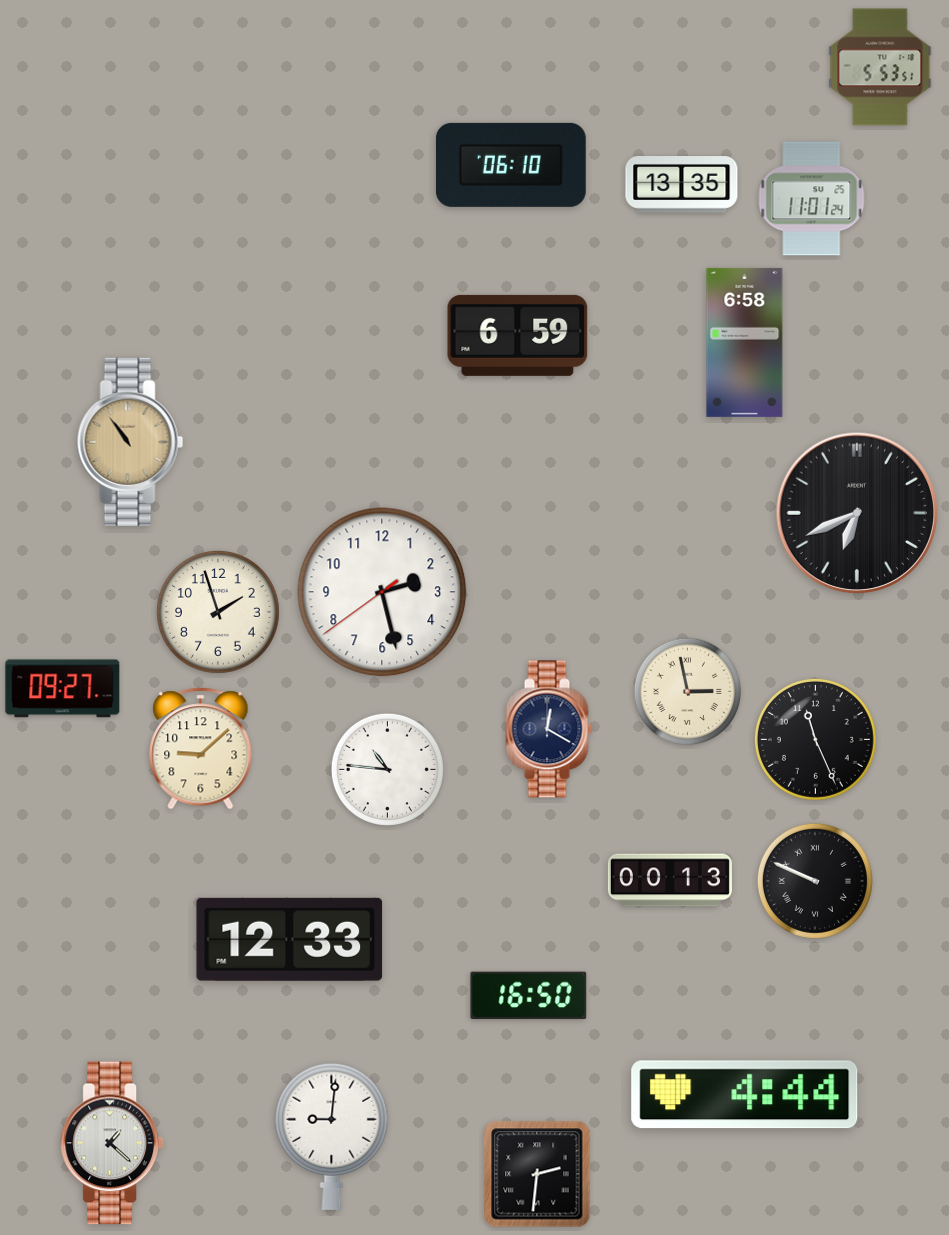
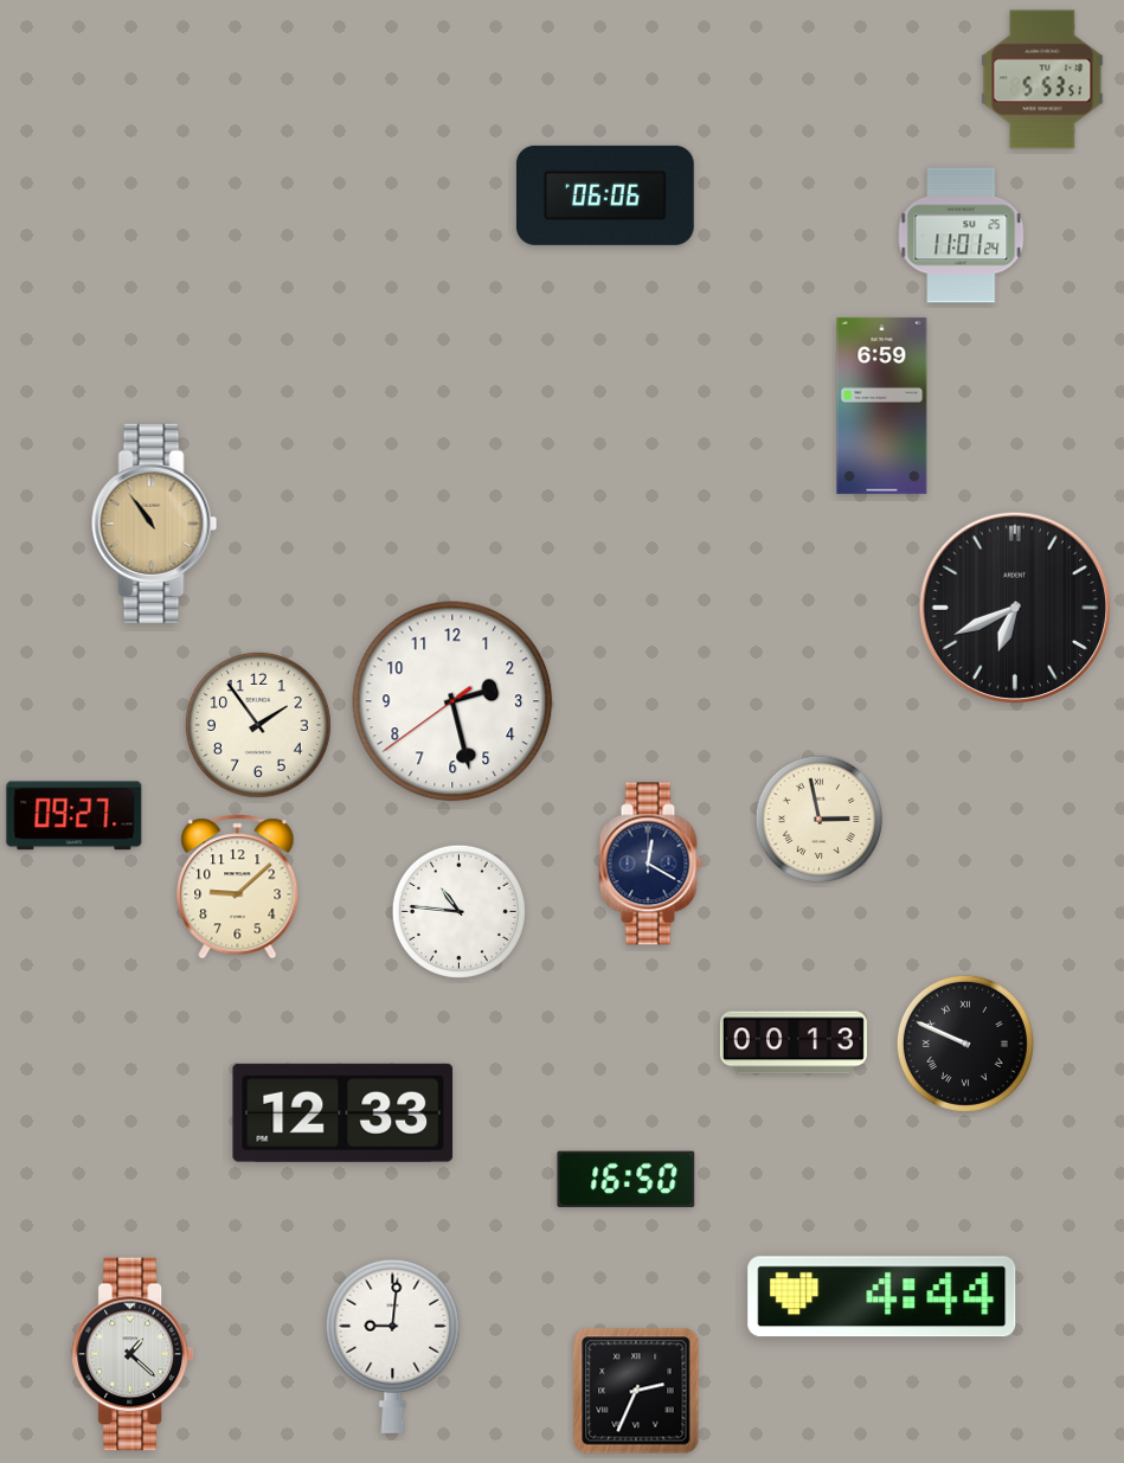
clock at (511, 165): 06:10 -> 06:06
clock at (682, 185): 13:35 -> none
clock at (518, 335): 6:59 -> none
clock at (745, 342): 6:58 -> 6:59
clock at (218, 612): 1:57 -> 1:54
clock at (687, 691) position: (687, 691) -> (818, 819)
clock at (815, 739): 11:26 -> none
clock at (537, 1174): 2:31 -> 2:34
